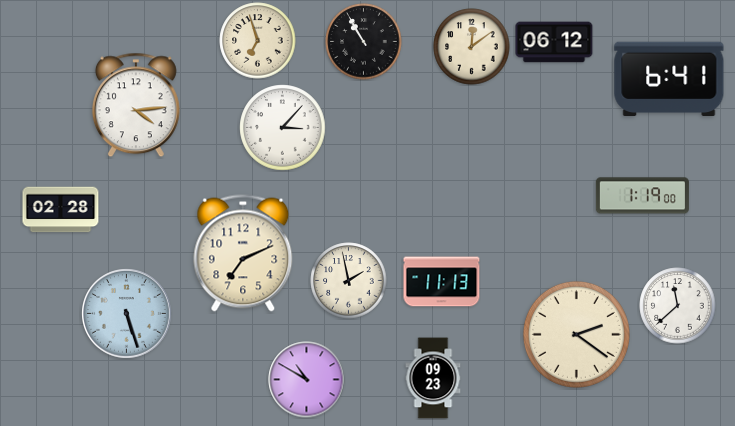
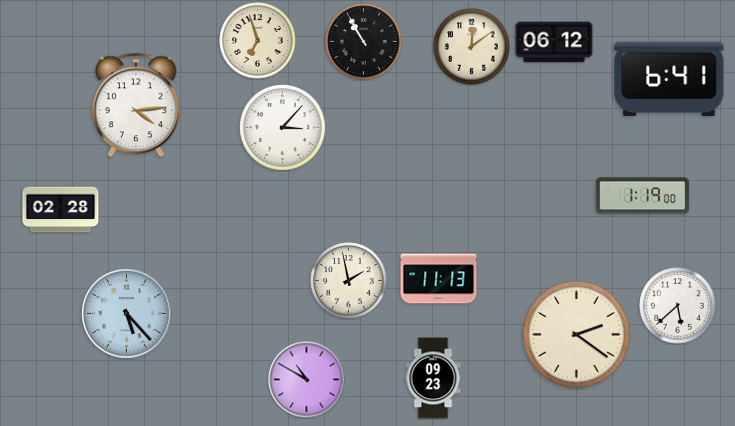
clock at (243, 253): 7:11 -> none
clock at (442, 282) position: (442, 282) -> (439, 279)
clock at (678, 306): 11:38 -> 5:38
clock at (127, 314): 5:27 -> 5:23
